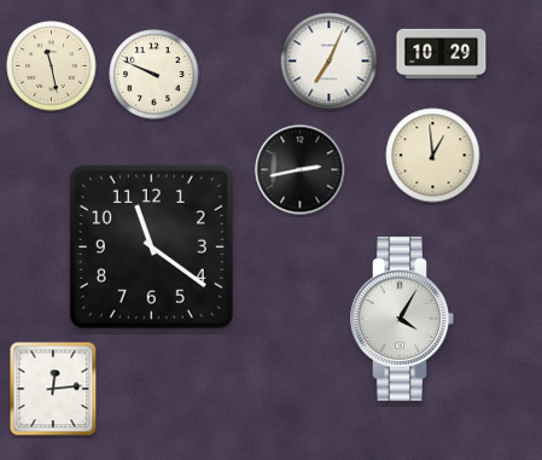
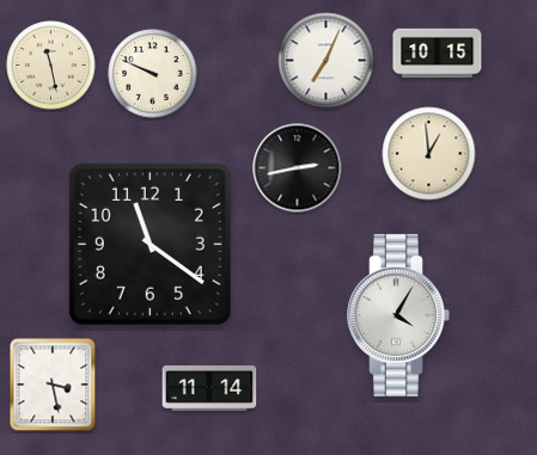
clock at (442, 53): 10:29 -> 10:15
clock at (53, 389): 12:14 -> 3:28
clock at (209, 389): none -> 11:14
